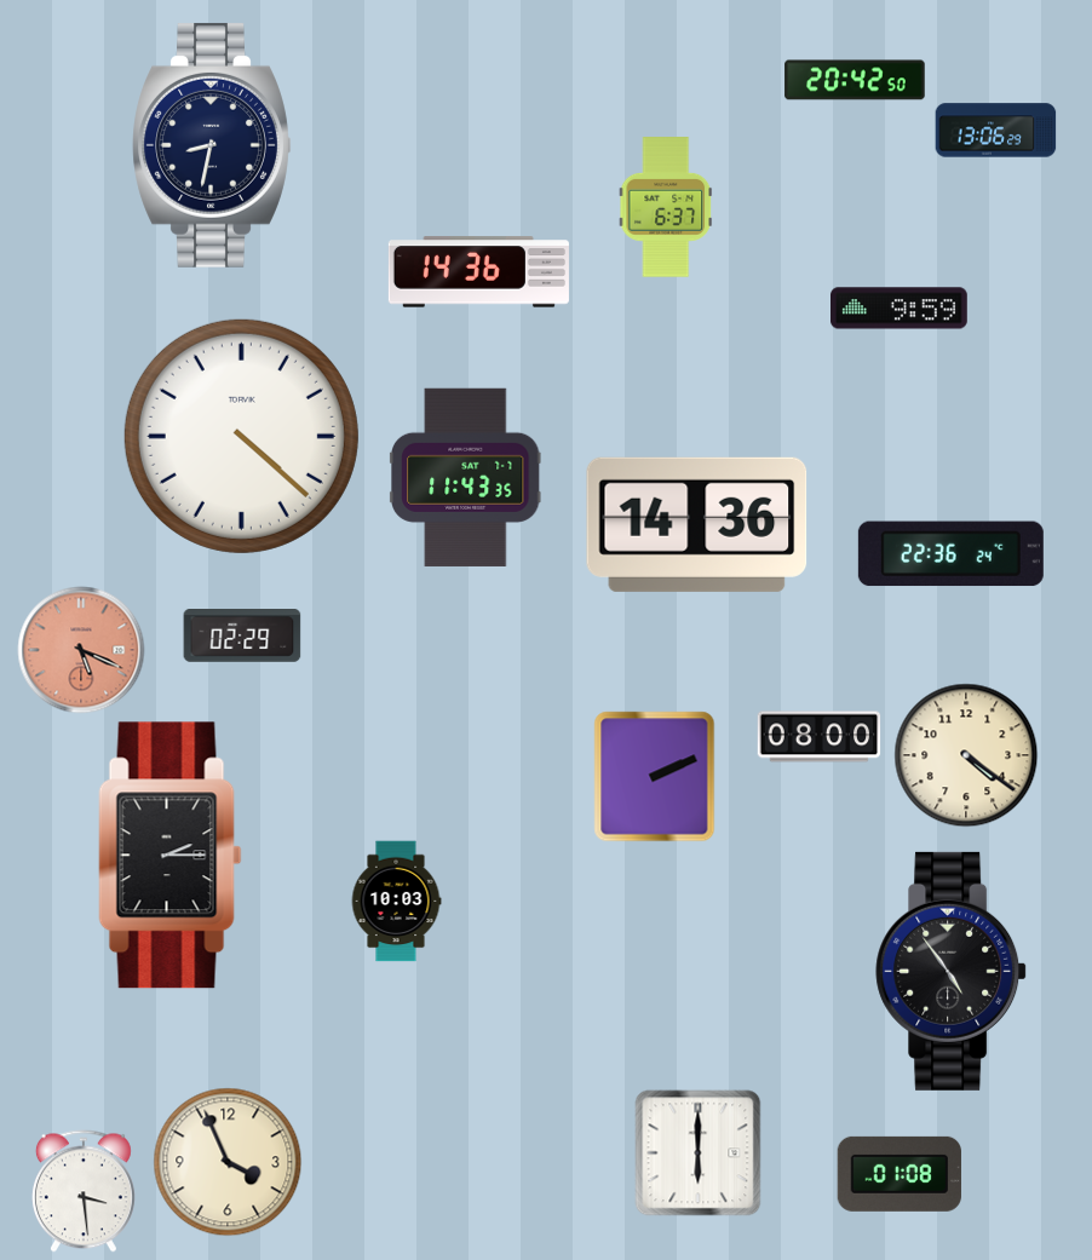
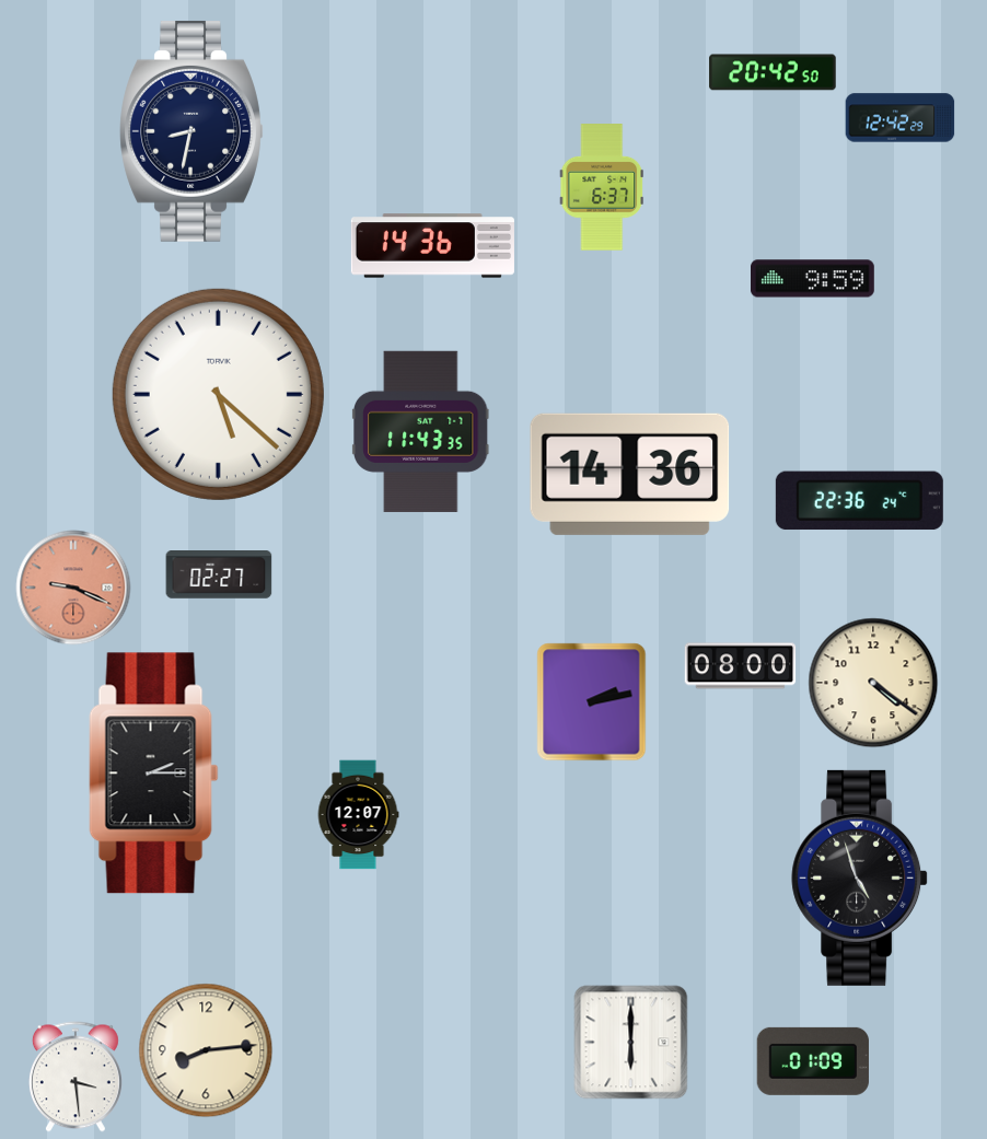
clock at (996, 131): 13:06 -> 12:42
clock at (241, 436): 4:22 -> 5:22
clock at (242, 637): 02:29 -> 02:27
clock at (81, 650): 5:19 -> 9:19
clock at (655, 777): 2:11 -> 2:13
clock at (396, 902): 10:03 -> 12:07
clock at (952, 971): 4:54 -> 4:57
clock at (228, 1162): 3:56 -> 8:14
clock at (900, 1174): 01:08 -> 01:09
